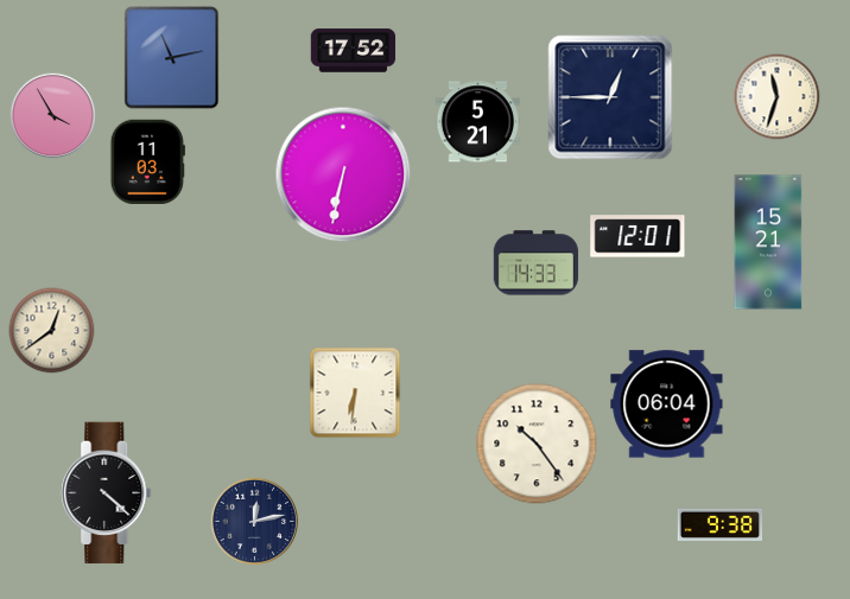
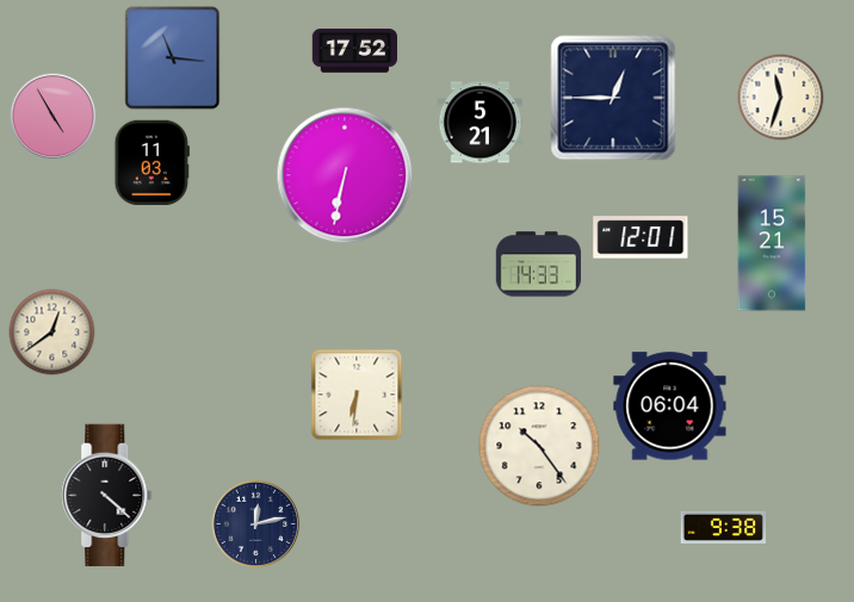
clock at (172, 58): 11:13 -> 11:16
clock at (53, 116): 3:55 -> 4:55
clock at (147, 161) position: (147, 161) -> (151, 162)
